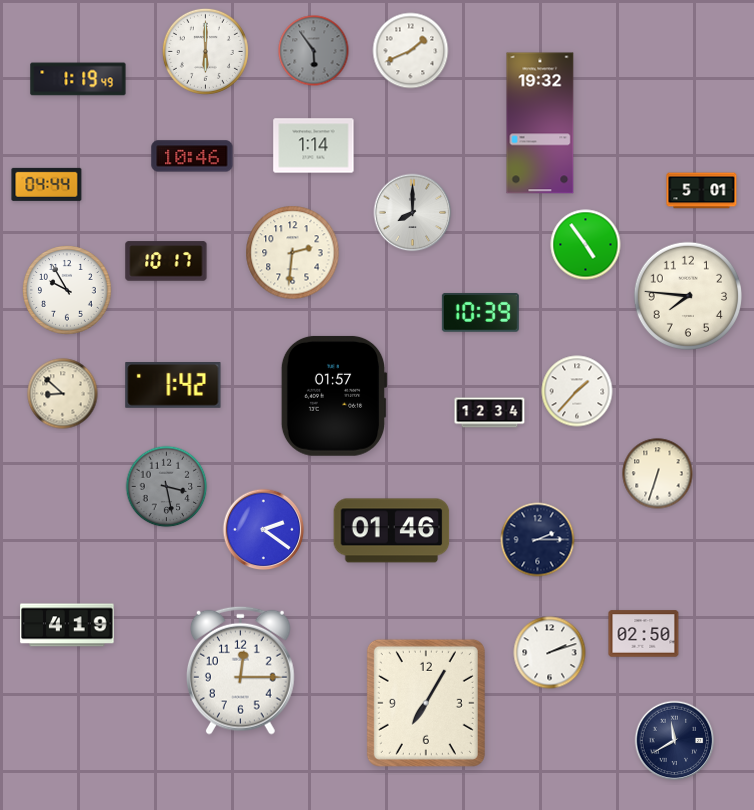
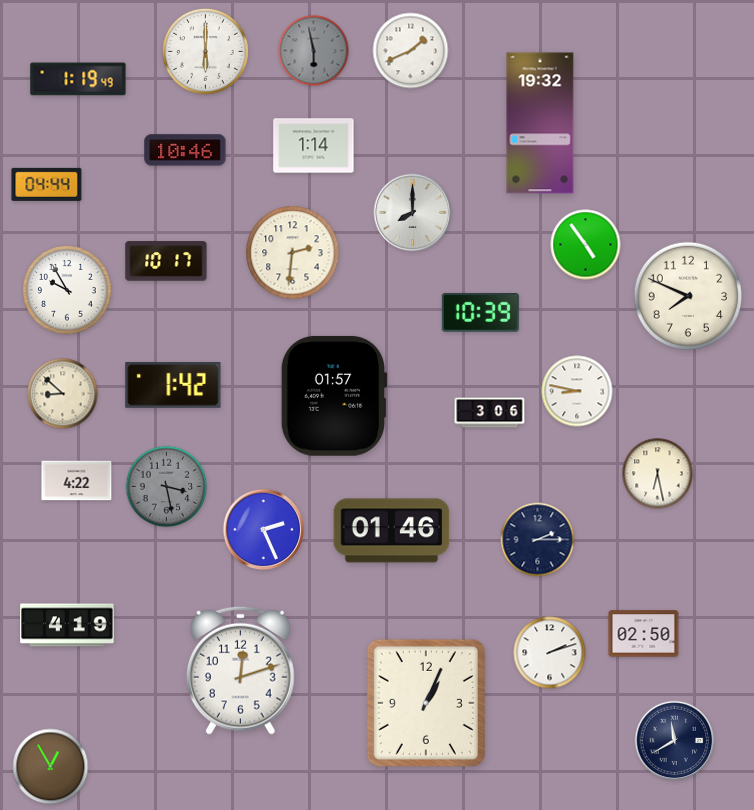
clock at (314, 51): 5:54 -> 5:58
clock at (192, 156) position: (192, 156) -> (185, 150)
clock at (702, 191): 5:01 -> none
clock at (687, 295): 7:46 -> 7:49
clock at (577, 391): 1:37 -> 8:47
clock at (490, 413): 12:34 -> 3:06
clock at (658, 474): 6:33 -> 6:28
clock at (77, 481): none -> 4:22
clock at (264, 530): 2:21 -> 2:26
clock at (240, 670): 12:15 -> 12:12
clock at (426, 703): 7:05 -> 1:04
clock at (51, 767): none -> 12:55
